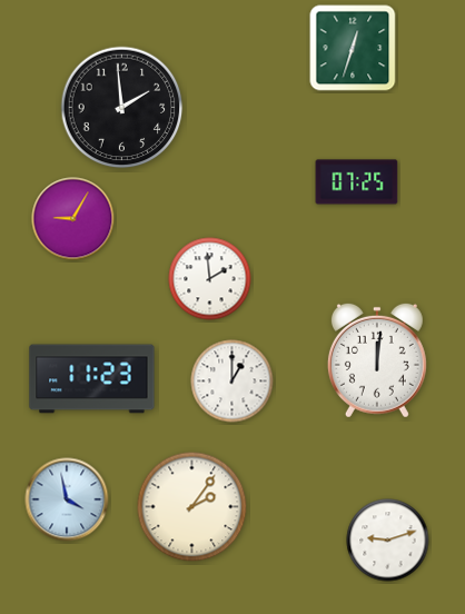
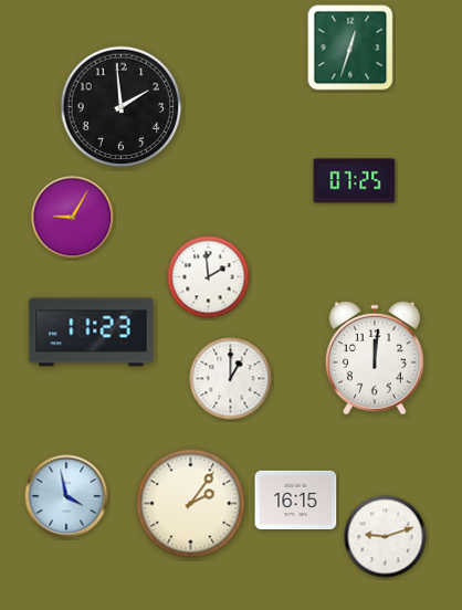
clock at (92, 379) position: (92, 379) -> (92, 333)
clock at (296, 499): none -> 16:15
